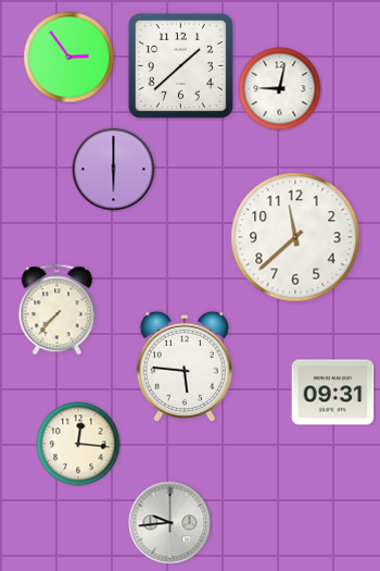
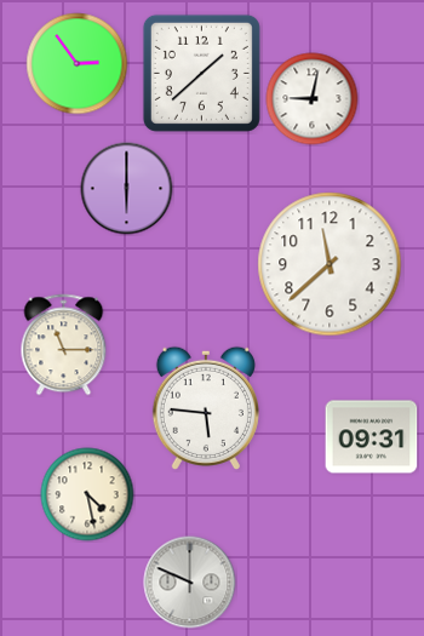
clock at (58, 310): 7:37 -> 11:15
clock at (78, 444): 12:16 -> 4:28
clock at (170, 523): 9:44 -> 9:49
